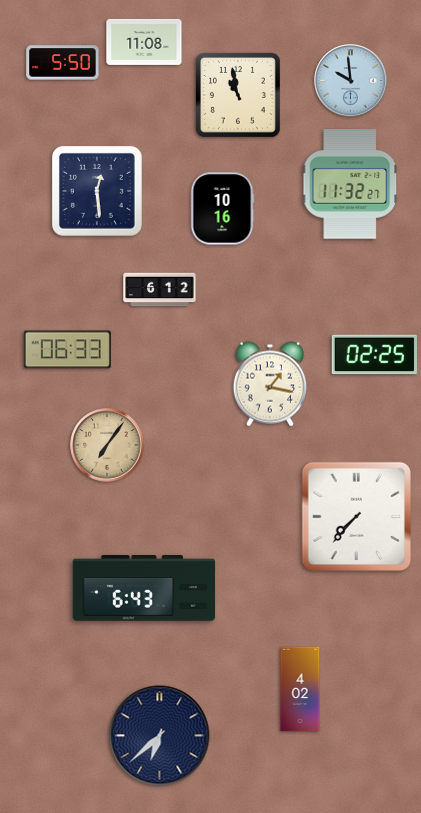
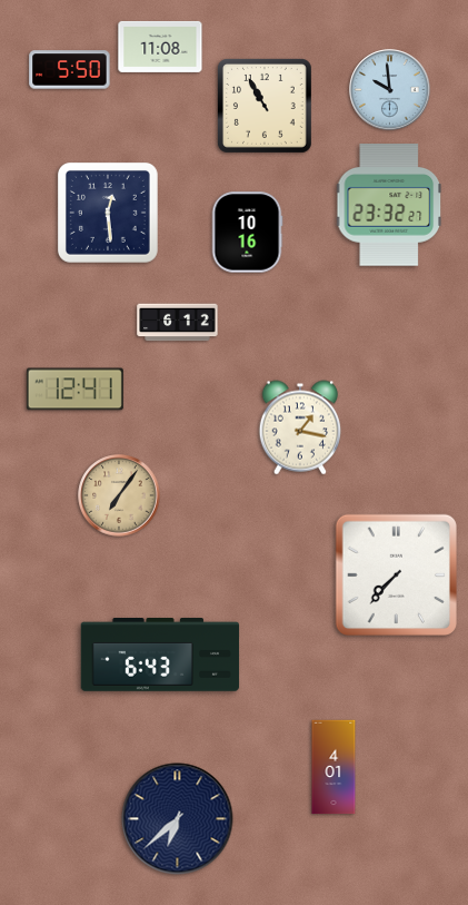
clock at (238, 95): 10:58 -> 10:55
clock at (350, 184): 11:32 -> 23:32
clock at (67, 350): 06:33 -> 12:41
clock at (374, 355): 02:25 -> none
clock at (300, 689): 4:02 -> 4:01
